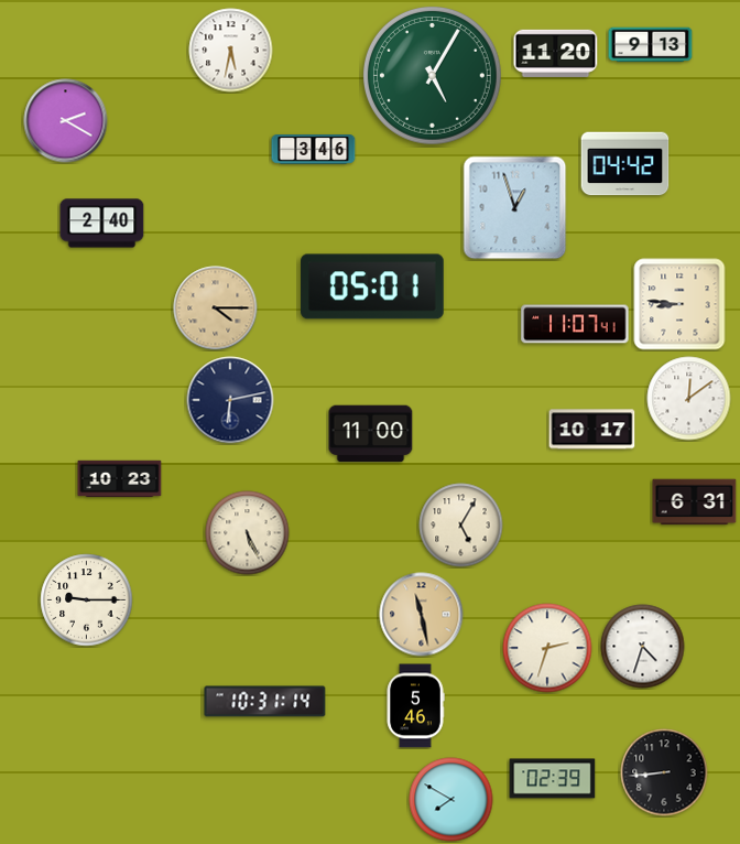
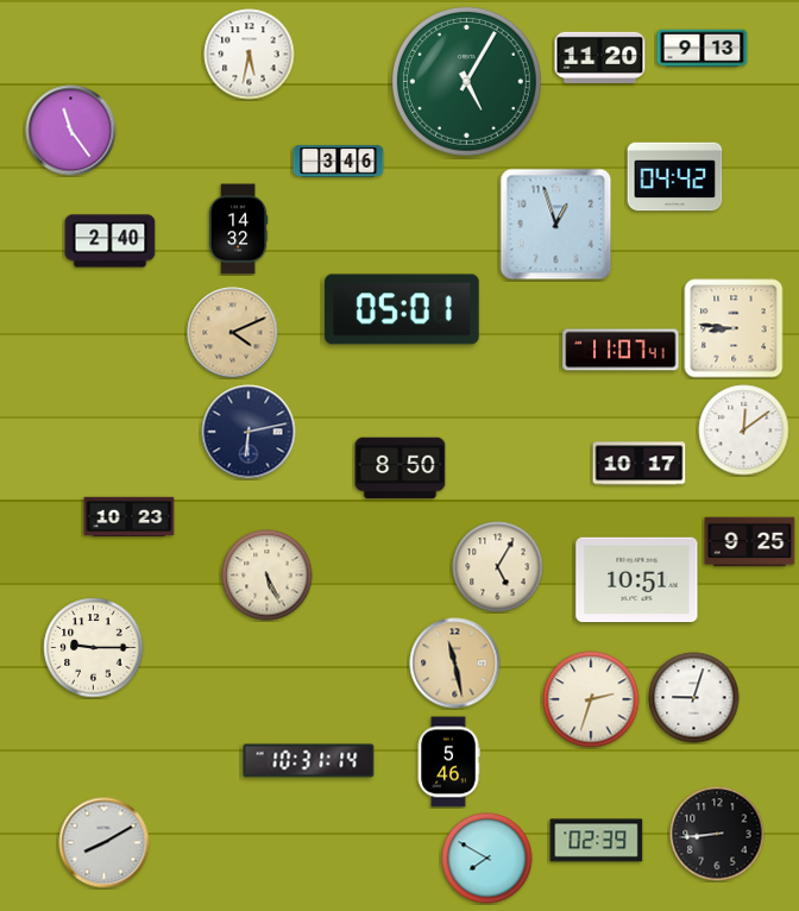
clock at (66, 121): 2:20 -> 11:24
clock at (238, 230): none -> 14:32
clock at (216, 309): 4:15 -> 4:11
clock at (371, 434): 11:00 -> 8:50
clock at (695, 502): 6:31 -> 9:25
clock at (637, 580): none -> 10:51
clock at (643, 647): 4:33 -> 9:03
clock at (265, 702) position: (265, 702) -> (309, 761)
clock at (105, 843): none -> 8:10
clock at (451, 800) position: (451, 800) -> (487, 859)
